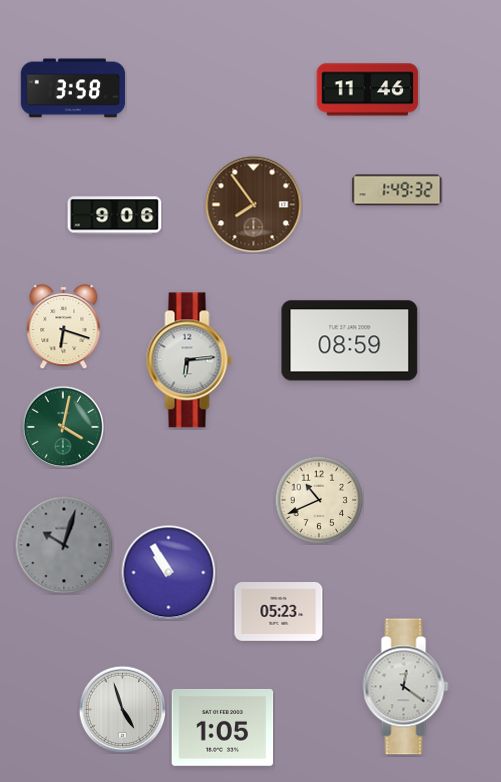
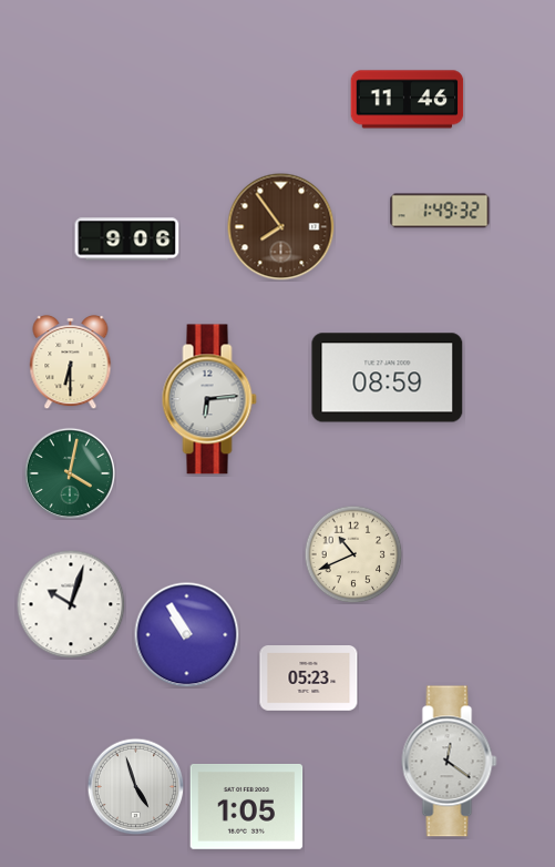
clock at (73, 88): 3:58 -> none
clock at (64, 326): 6:18 -> 6:30
clock at (64, 545) dial: grey -> white
